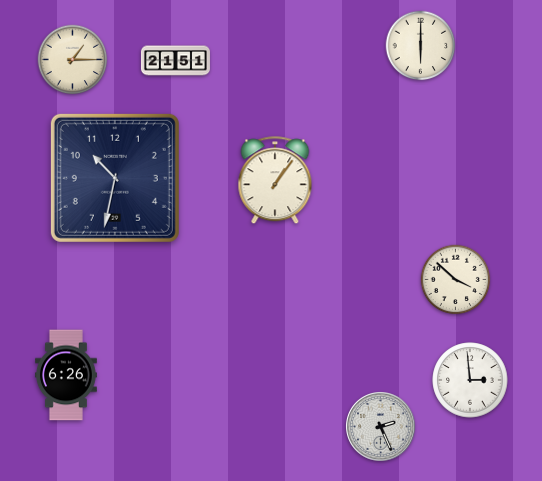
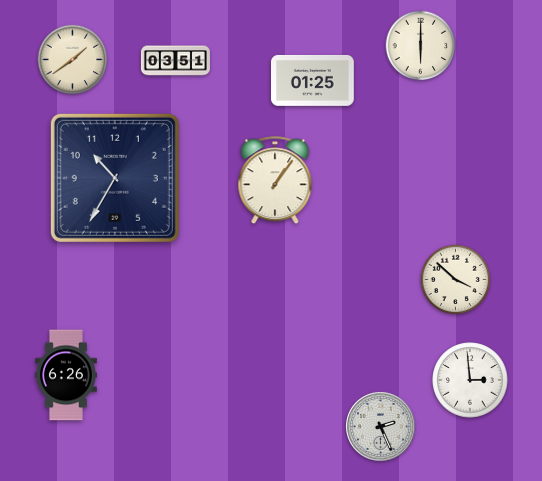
clock at (73, 60): 1:15 -> 1:39
clock at (175, 61): 21:51 -> 03:51
clock at (313, 80): none -> 01:25
clock at (115, 178): 10:32 -> 10:35
